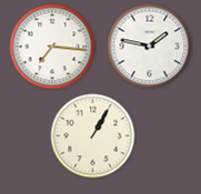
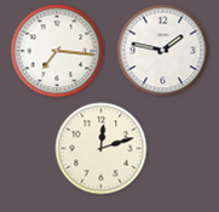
clock at (93, 136): 1:05 -> 12:12
